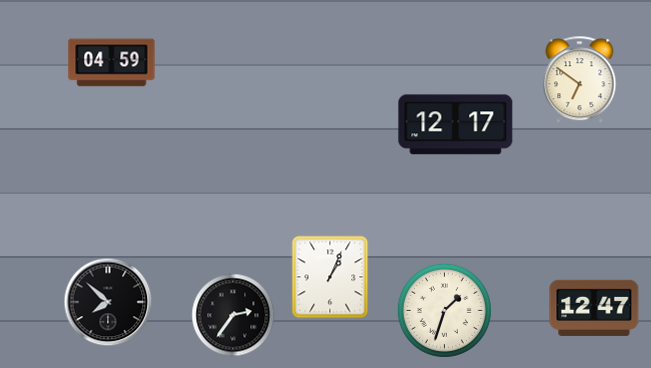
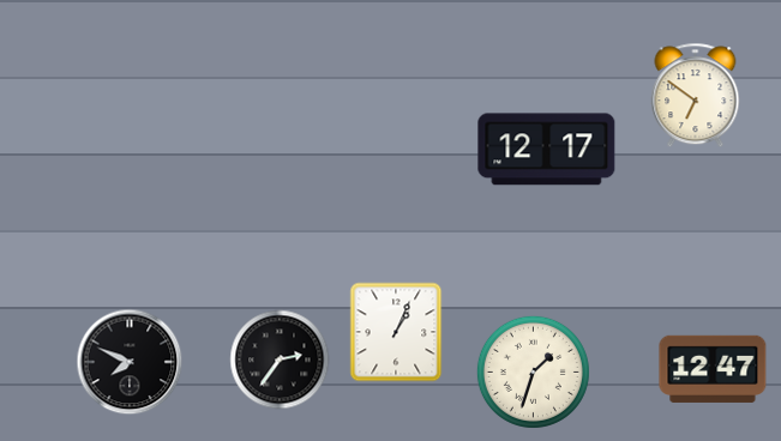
clock at (112, 63): 04:59 -> none
clock at (108, 302): 7:52 -> 7:49
clock at (233, 315) position: (233, 315) -> (280, 360)
